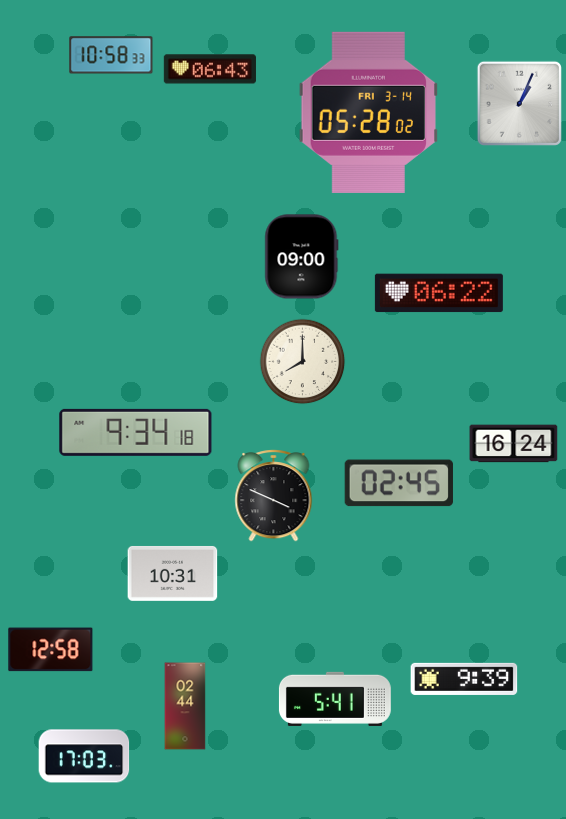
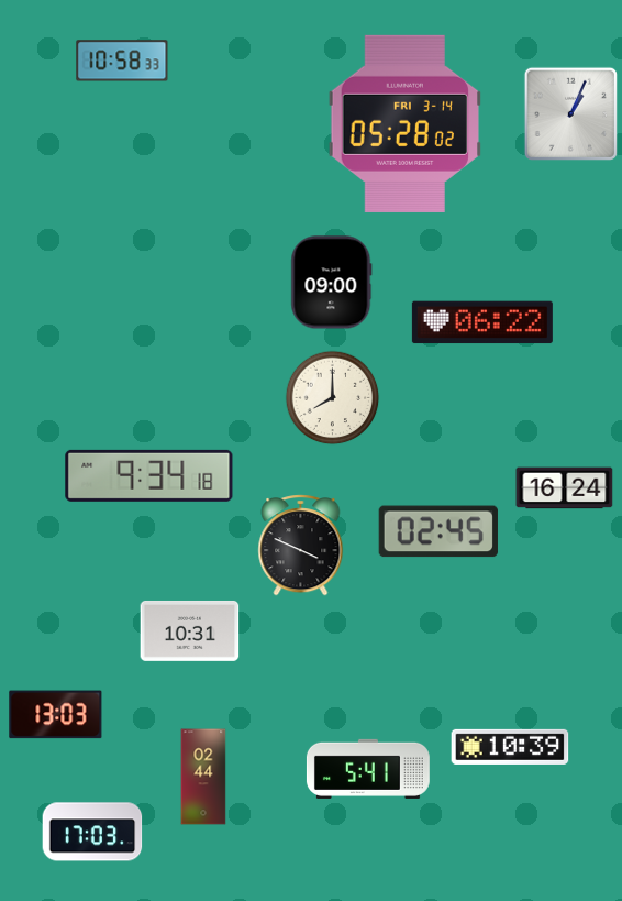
clock at (210, 69): 06:43 -> none
clock at (51, 650): 12:58 -> 13:03
clock at (464, 679): 9:39 -> 10:39
